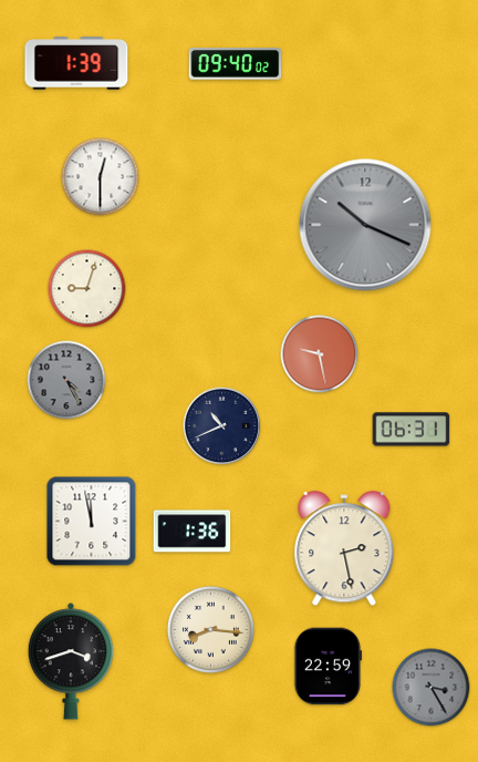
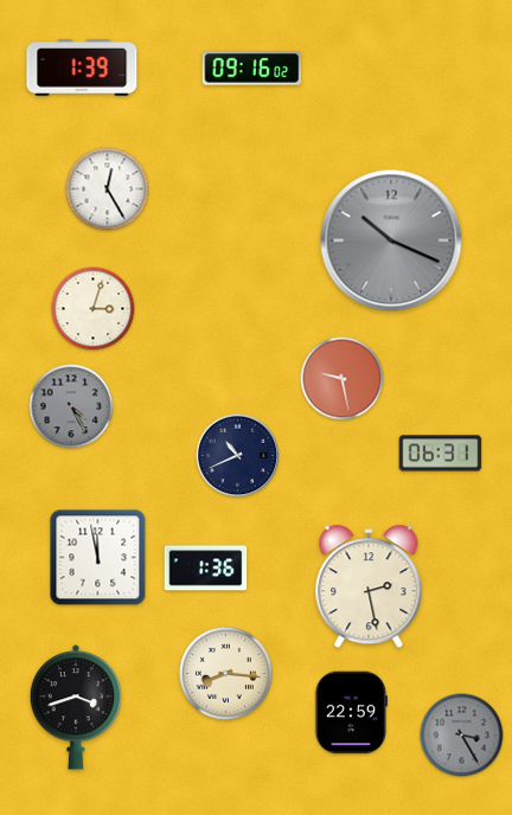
clock at (236, 64): 09:40 -> 09:16
clock at (101, 177): 12:30 -> 12:25
clock at (87, 289): 9:03 -> 3:03
clock at (412, 430) position: (412, 430) -> (441, 454)
